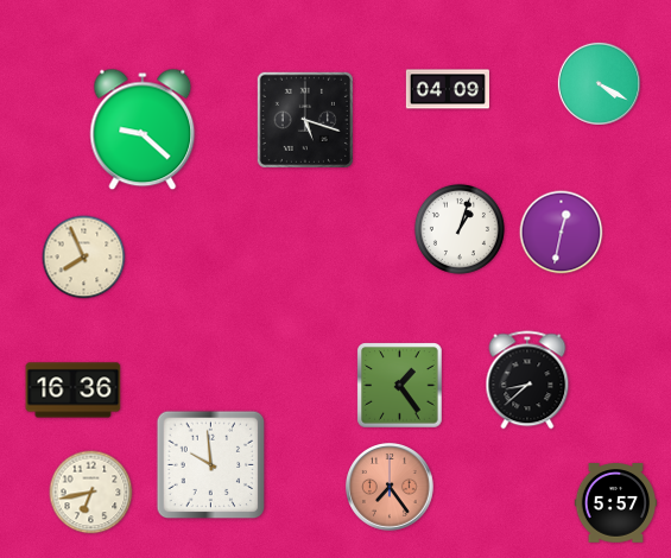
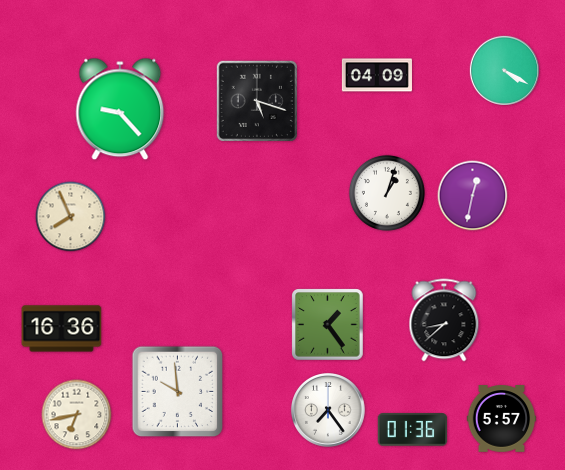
clock at (143, 129): 9:22 -> 9:23
clock at (400, 386) position: (400, 386) -> (328, 325)
clock at (391, 488) dial: salmon -> white
clock at (616, 503) position: (616, 503) -> (502, 419)
clock at (413, 430): none -> 01:36
